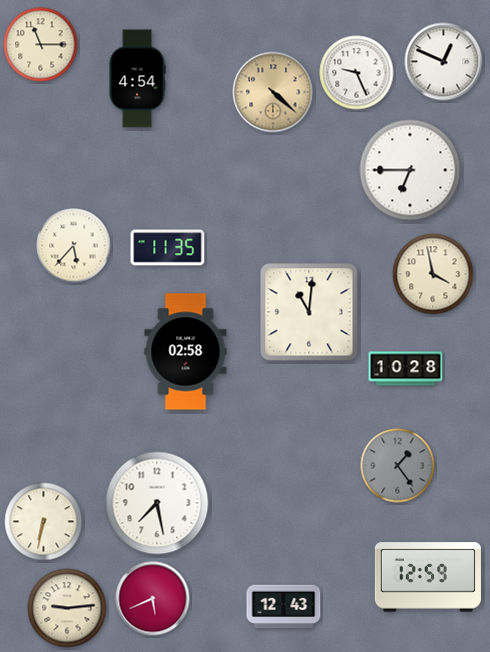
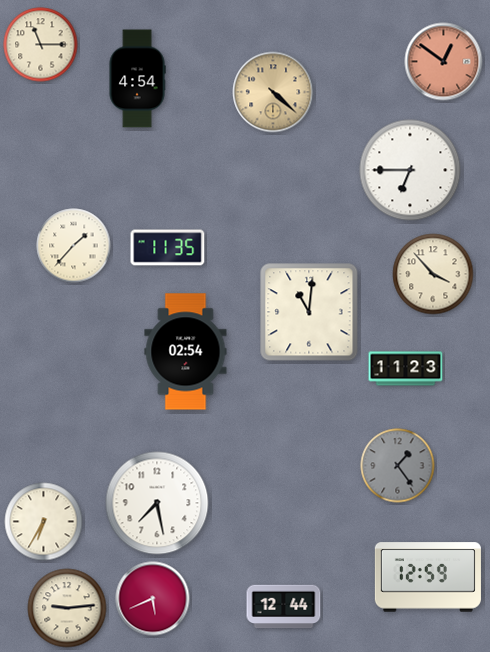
clock at (444, 62): 12:49 -> 12:51
clock at (444, 62) dial: white -> salmon
clock at (357, 73): 9:26 -> none
clock at (74, 246): 5:37 -> 1:37
clock at (433, 274): 3:58 -> 3:53
clock at (186, 352): 02:58 -> 02:54
clock at (406, 369): 10:28 -> 11:23
clock at (44, 522): 6:32 -> 6:35
clock at (284, 607): 12:43 -> 12:44
